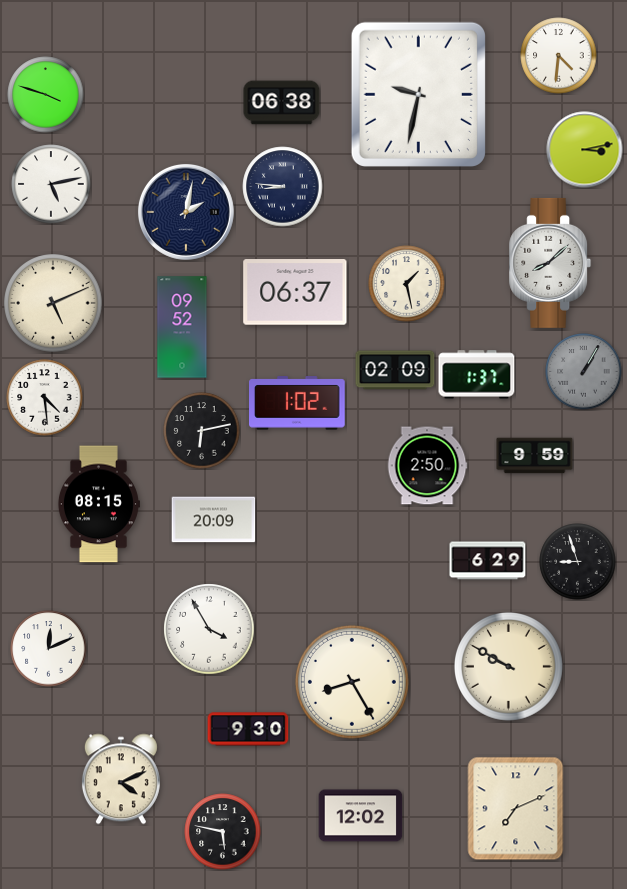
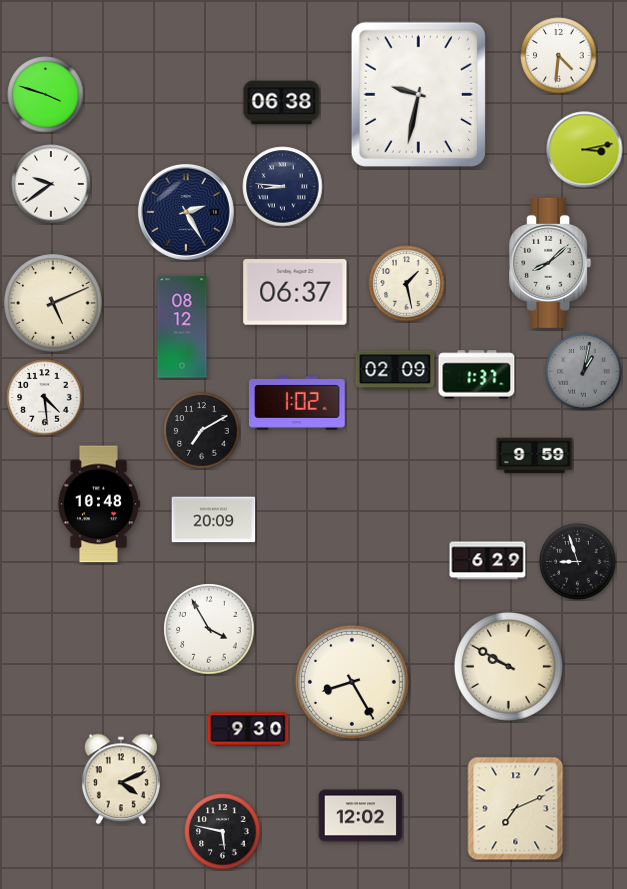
clock at (51, 184): 5:13 -> 9:39
clock at (186, 212): 2:02 -> 2:25
clock at (182, 327): 09:52 -> 08:12
clock at (584, 372): 1:05 -> 1:02
clock at (202, 431): 6:13 -> 7:10
clock at (427, 466): 2:50 -> none
clock at (98, 504): 08:15 -> 10:48
clock at (49, 649): 12:11 -> none
